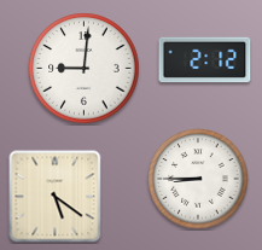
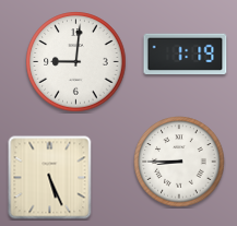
clock at (205, 60): 2:12 -> 1:19
clock at (56, 197): 5:21 -> 5:26
